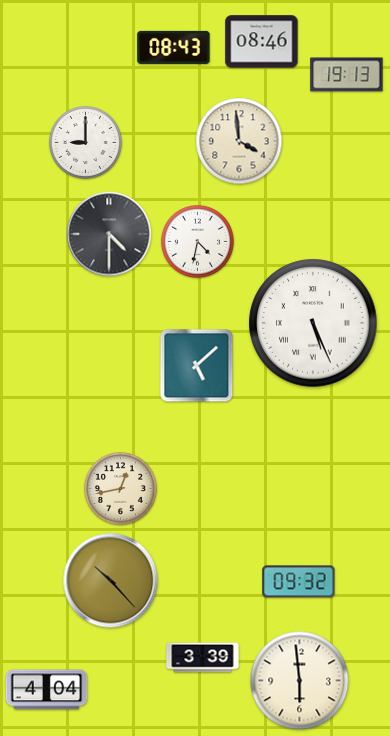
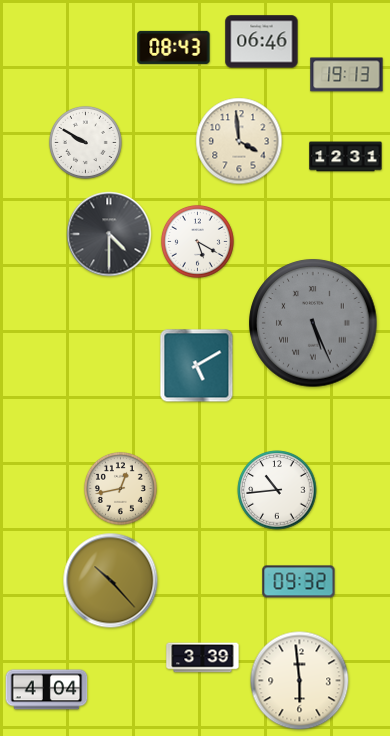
clock at (262, 42): 08:46 -> 06:46
clock at (85, 142): 9:00 -> 9:50
clock at (346, 157): none -> 12:31
clock at (197, 241): 4:32 -> 5:20
clock at (313, 323) dial: white -> grey
clock at (197, 366): 5:08 -> 5:10
clock at (277, 490): none -> 10:44
